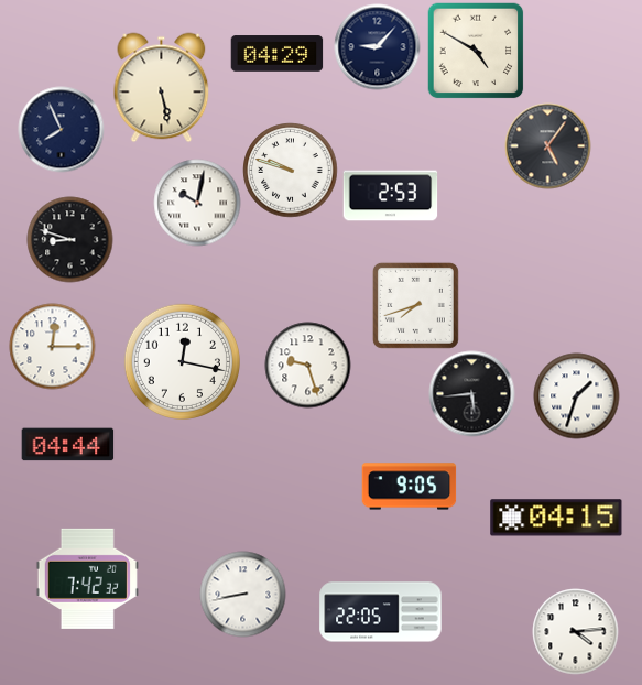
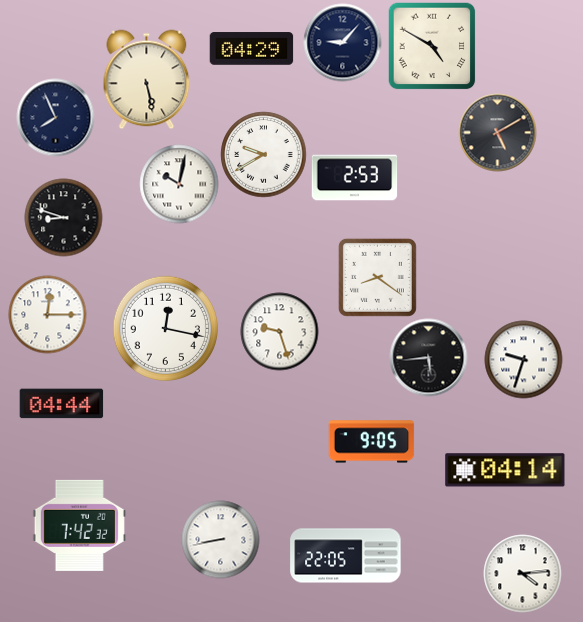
clock at (547, 145): 5:06 -> 5:10
clock at (290, 170): 9:48 -> 9:40
clock at (415, 305): 7:42 -> 8:21
clock at (576, 395): 1:33 -> 9:33
clock at (556, 518): 04:15 -> 04:14
